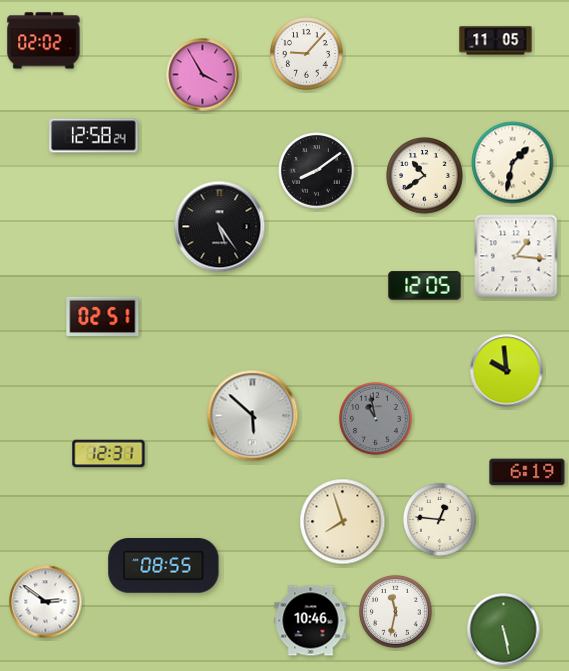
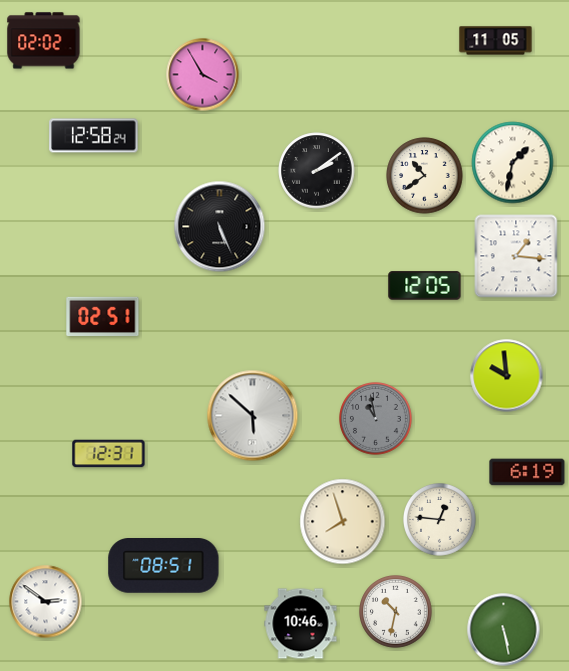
clock at (307, 54): 9:07 -> none
clock at (317, 171): 8:09 -> 2:09
clock at (220, 227): 5:24 -> 5:26
clock at (507, 371) position: (507, 371) -> (507, 376)
clock at (164, 566): 08:55 -> 08:51
clock at (396, 612): 11:32 -> 10:32
clock at (311, 621) position: (311, 621) -> (301, 624)
